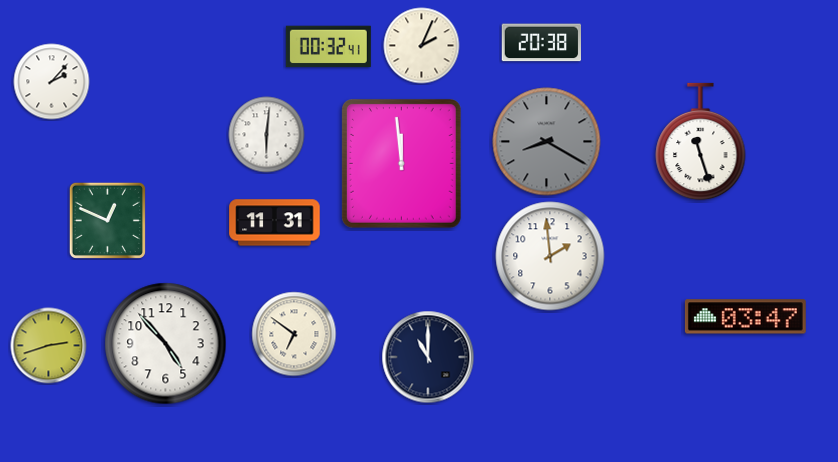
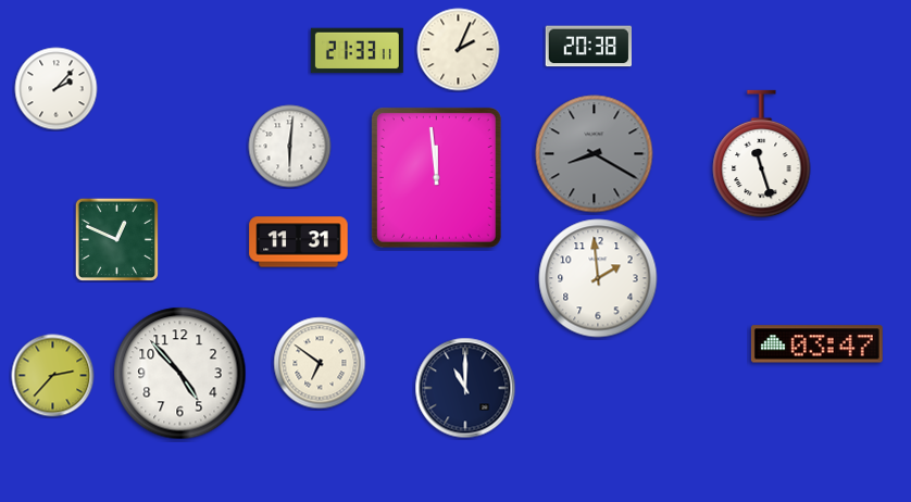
clock at (328, 47): 00:32 -> 21:33
clock at (745, 317) position: (745, 317) -> (816, 344)
clock at (49, 346): 2:42 -> 2:37
